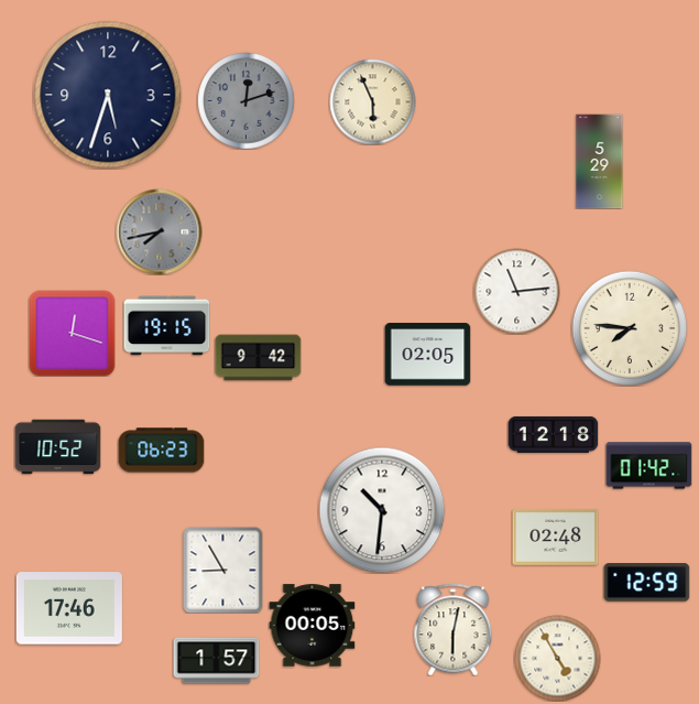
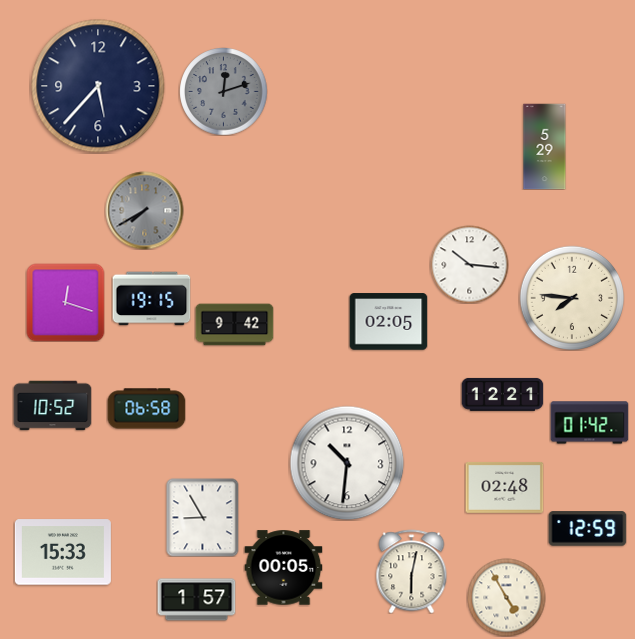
clock at (108, 95): 5:33 -> 5:37
clock at (372, 101): 5:56 -> none
clock at (159, 231): 7:43 -> 7:40
clock at (516, 291): 11:14 -> 10:16
clock at (166, 326) position: (166, 326) -> (151, 299)
clock at (553, 434): 12:18 -> 12:21
clock at (161, 451): 06:23 -> 06:58
clock at (69, 608): 17:46 -> 15:33
